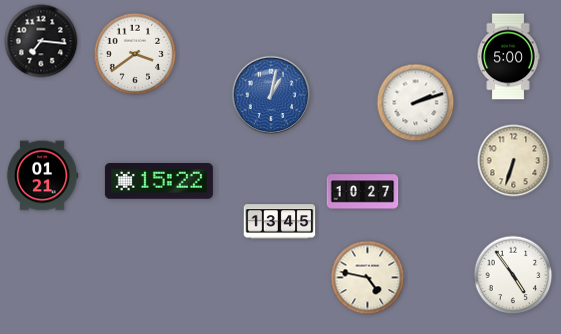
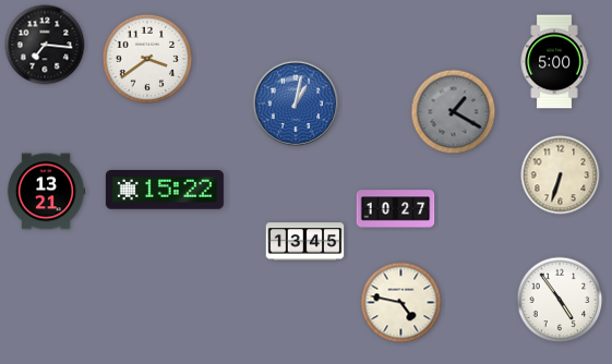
clock at (416, 103): 2:12 -> 1:20
clock at (416, 103) dial: white -> grey
clock at (42, 176): 01:21 -> 13:21
clock at (159, 182) position: (159, 182) -> (165, 191)
